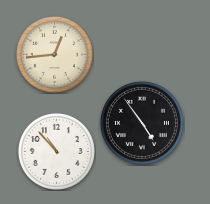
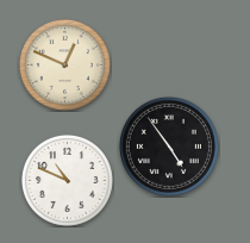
clock at (54, 54): 12:44 -> 12:49
clock at (56, 151): 10:53 -> 10:49
